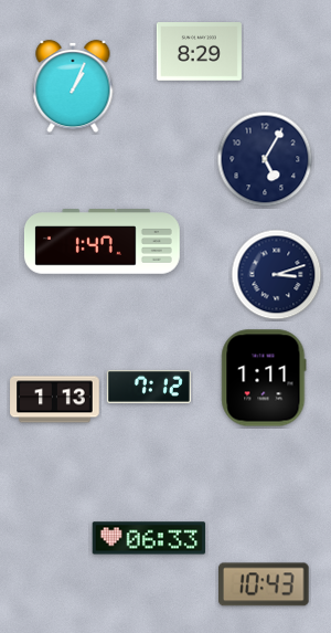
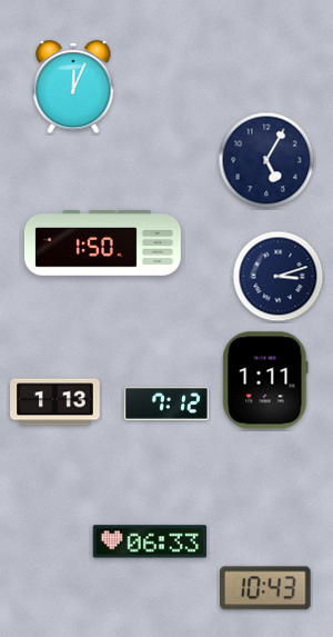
clock at (199, 52): 8:29 -> none
clock at (73, 86): 1:04 -> 12:04
clock at (102, 242): 1:47 -> 1:50
clock at (149, 387) position: (149, 387) -> (167, 404)
